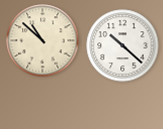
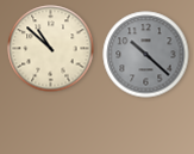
clock at (123, 46) dial: white -> grey
